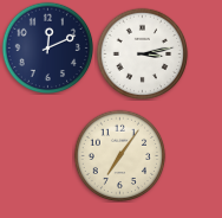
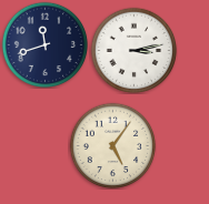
clock at (47, 47): 12:11 -> 11:42
clock at (119, 155): 7:06 -> 5:06
